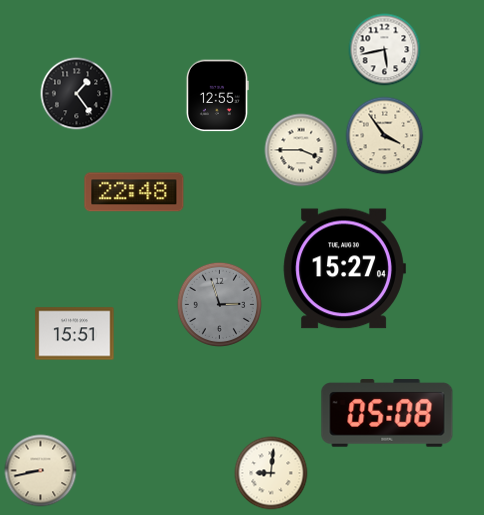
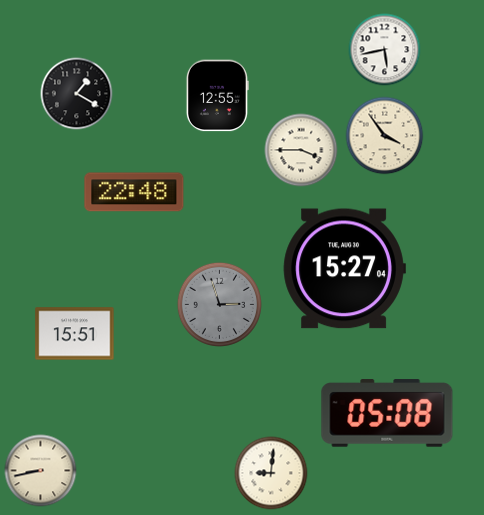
clock at (77, 94): 1:24 -> 1:20
